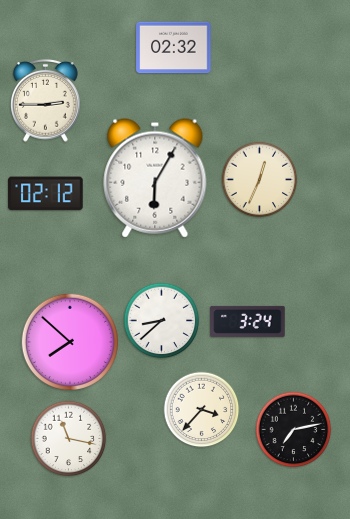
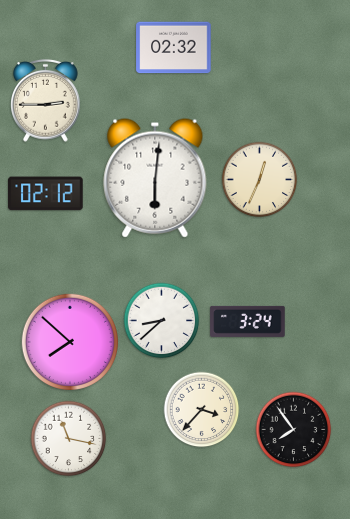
clock at (155, 178): 6:05 -> 6:01
clock at (294, 430): 7:13 -> 7:54
